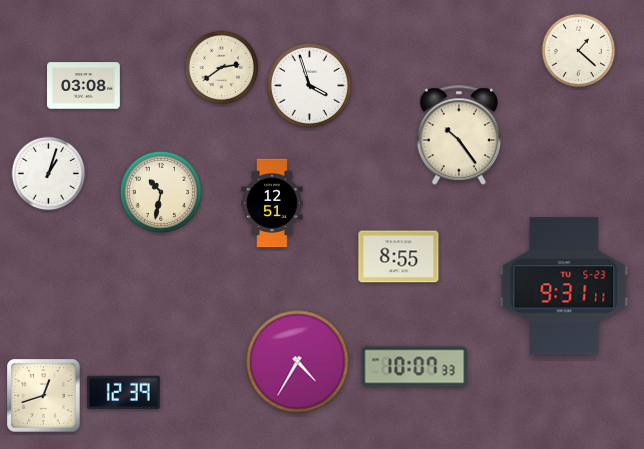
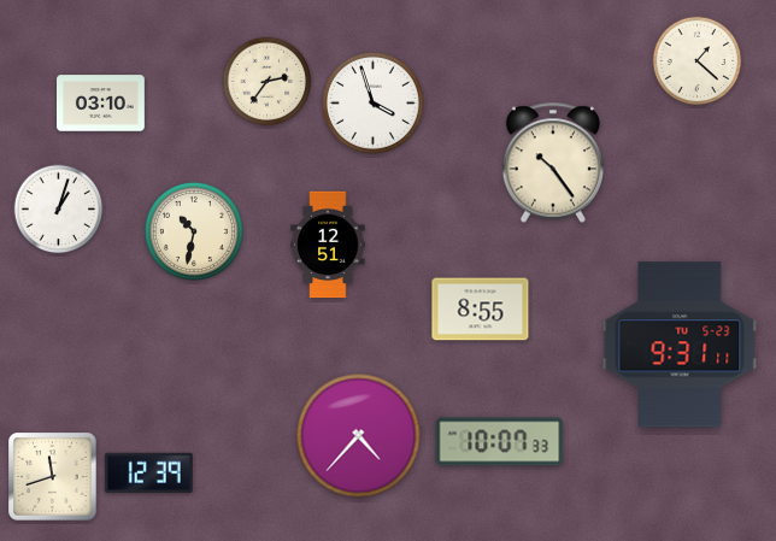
clock at (222, 68): 2:39 -> 2:36
clock at (84, 86): 03:08 -> 03:10
clock at (298, 362): 4:35 -> 4:37
clock at (44, 396): 12:42 -> 11:42
